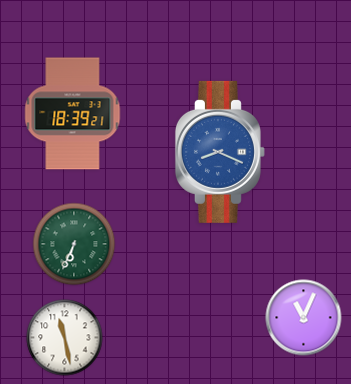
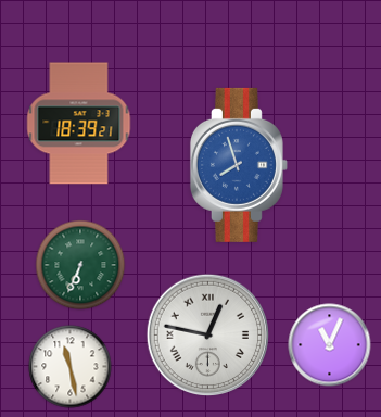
clock at (220, 152): 8:19 -> 7:57
clock at (207, 334): none -> 12:47
